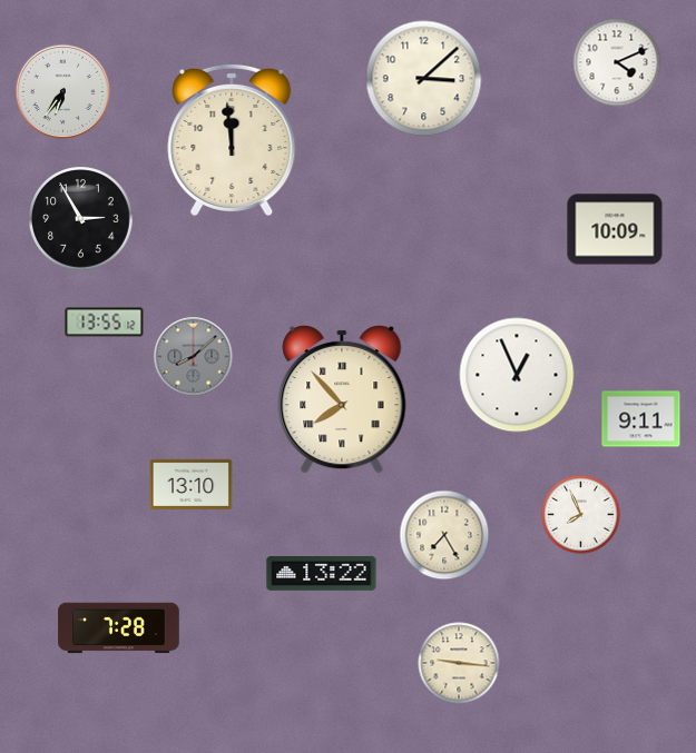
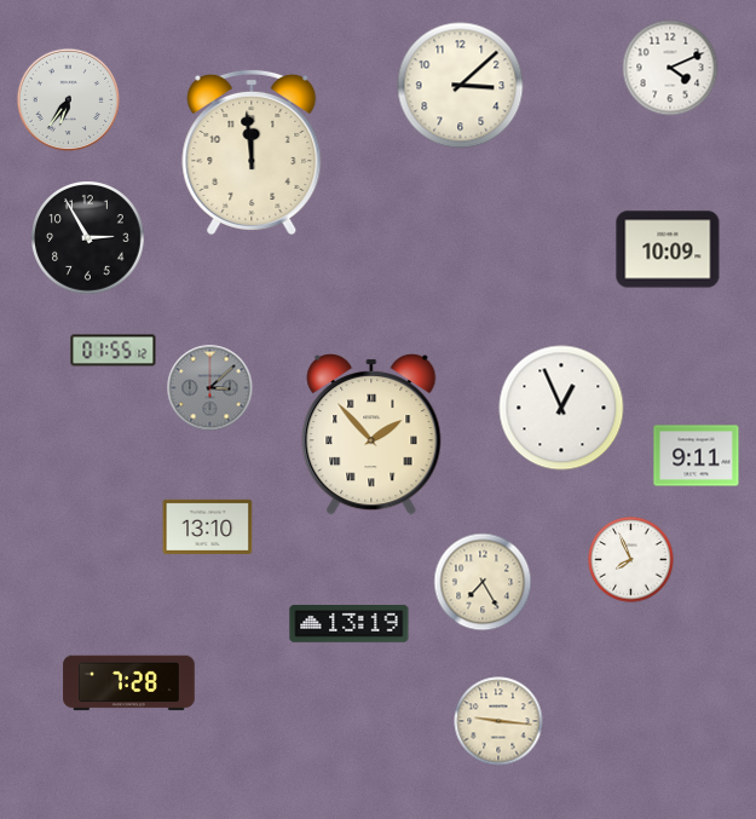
clock at (105, 323): 13:55 -> 01:55
clock at (194, 357): 8:08 -> 3:08
clock at (342, 399): 7:53 -> 1:53
clock at (322, 574): 13:22 -> 13:19
